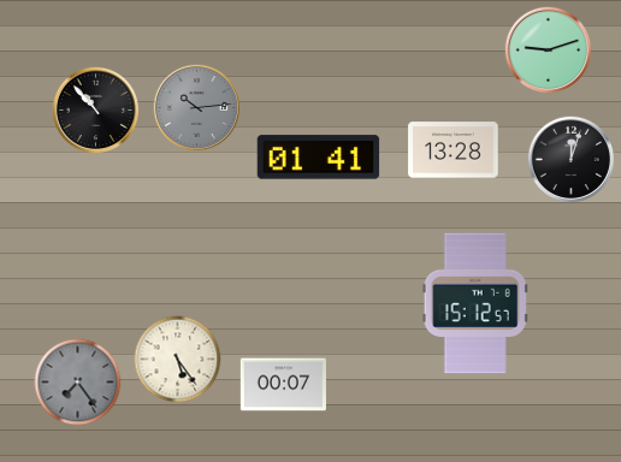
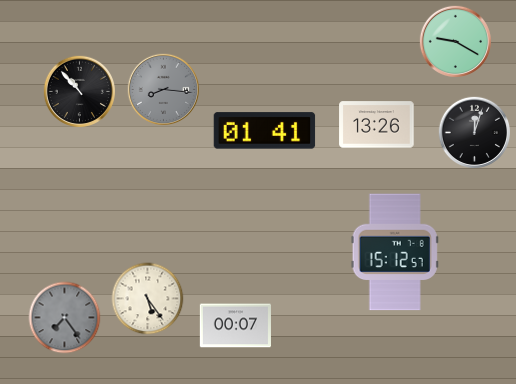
clock at (548, 49): 9:12 -> 9:20
clock at (196, 107): 10:14 -> 8:16
clock at (454, 150): 13:28 -> 13:26
clock at (283, 385) position: (283, 385) -> (235, 326)
